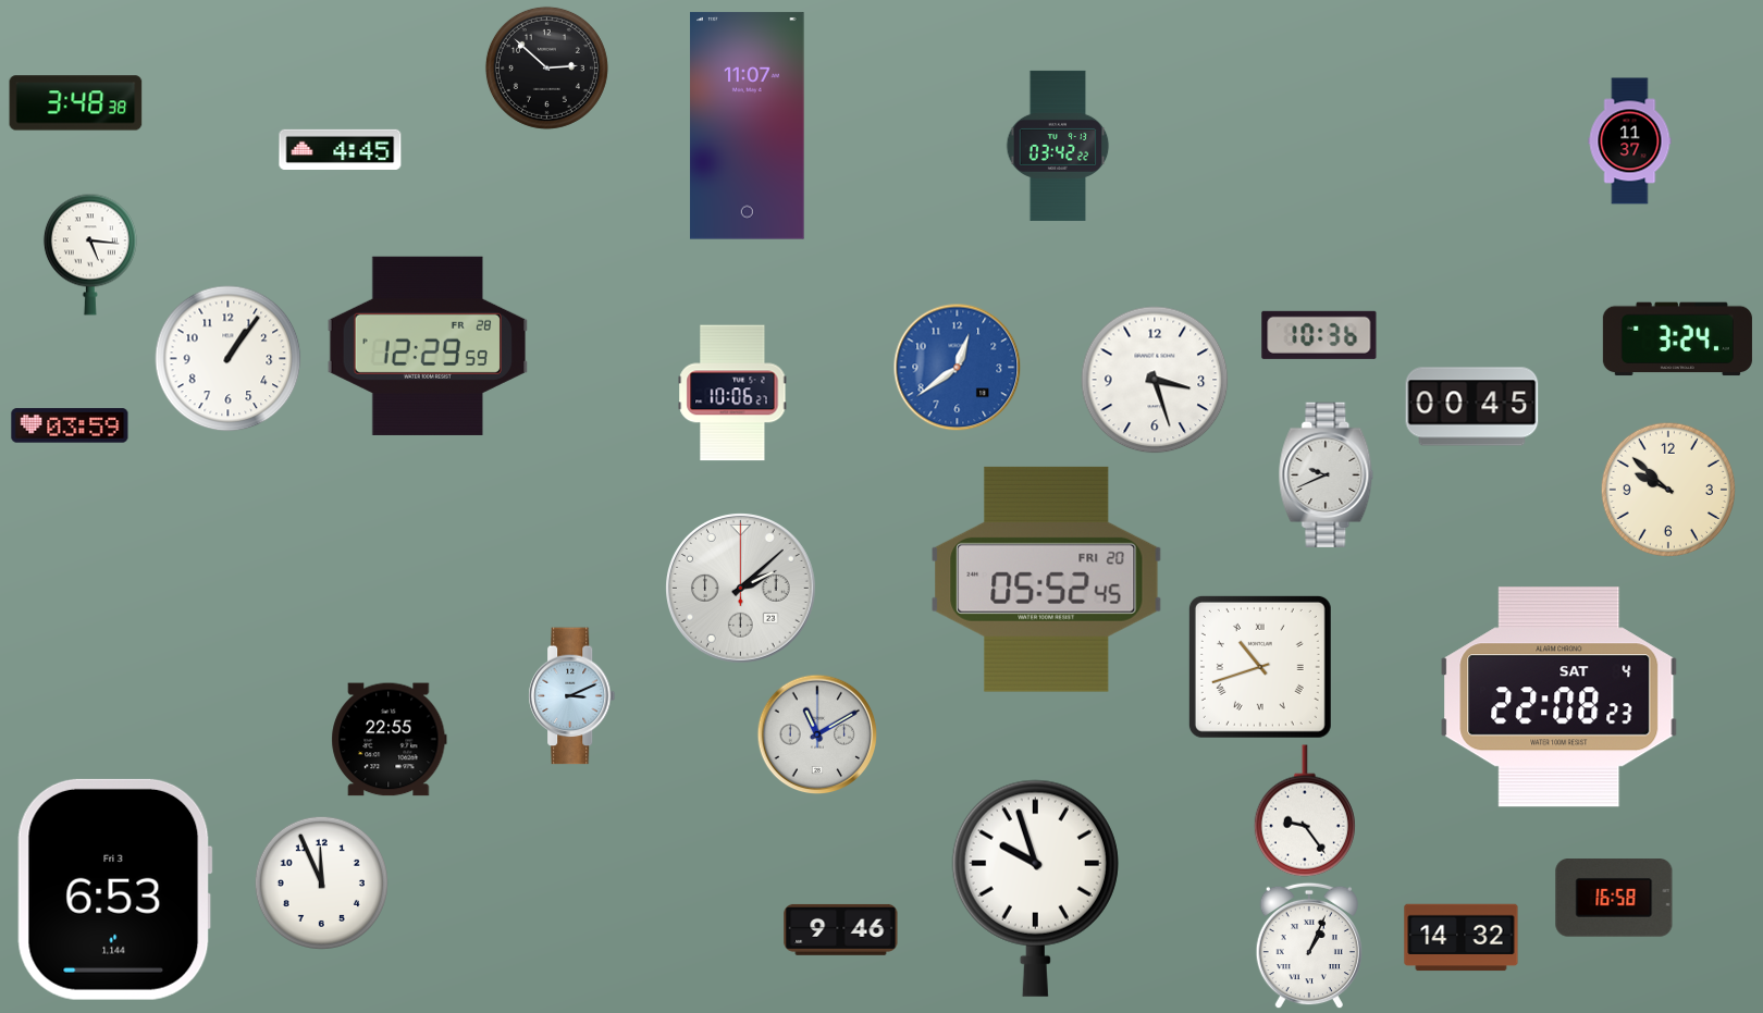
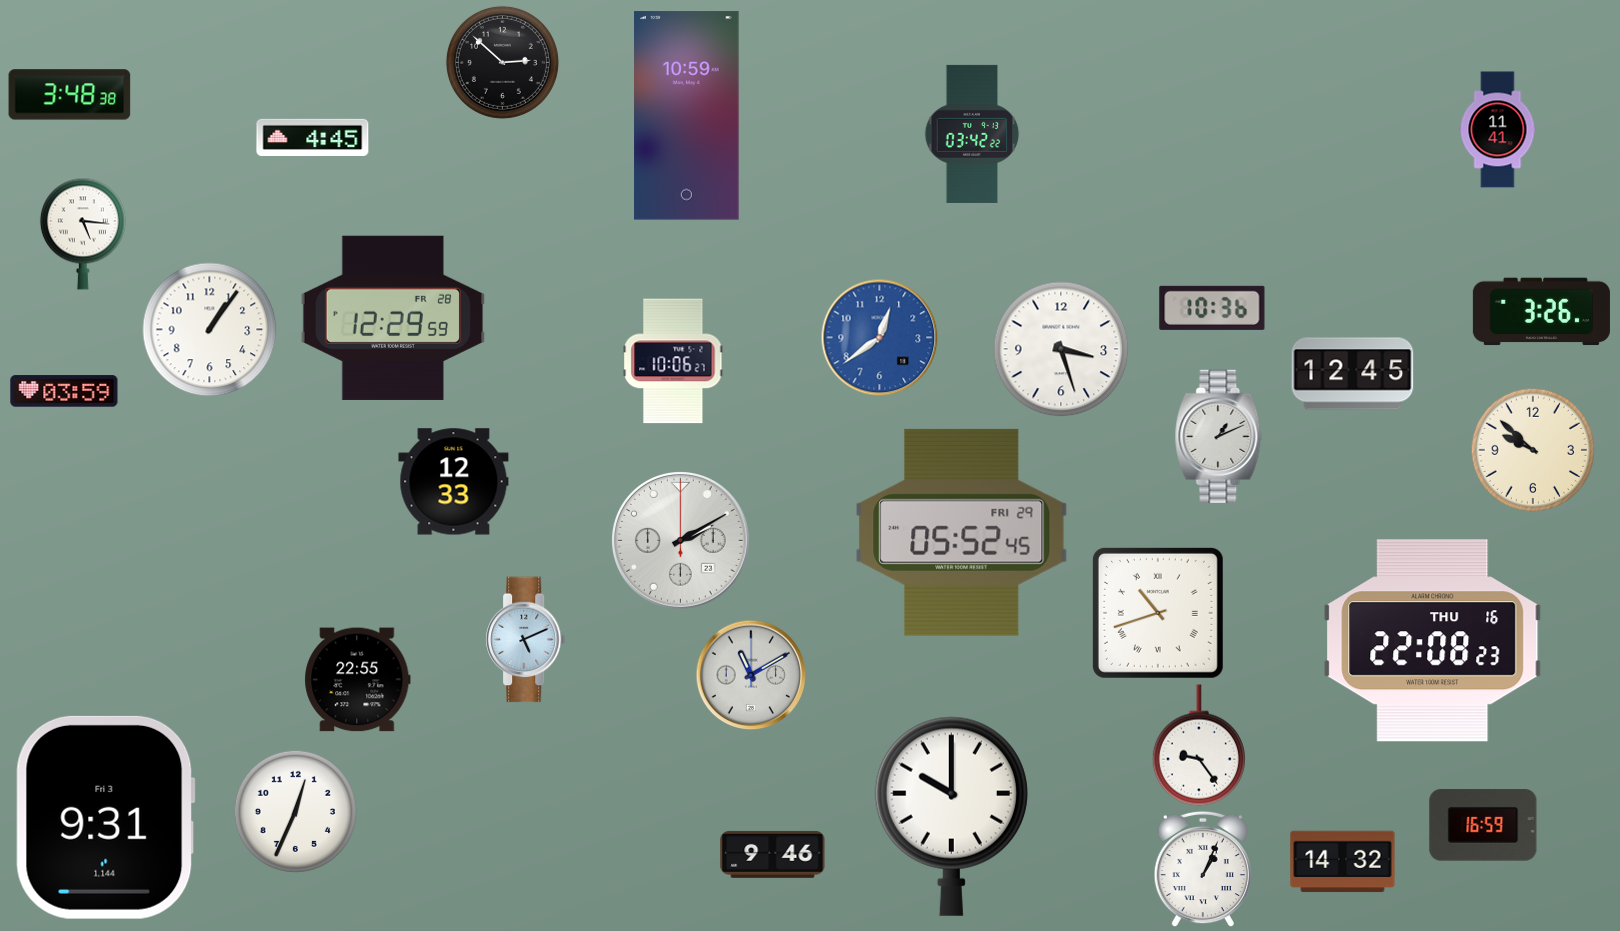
clock at (748, 126): 11:07 -> 10:59
clock at (1630, 141): 11:37 -> 11:41
clock at (1677, 339): 3:24 -> 3:26
clock at (1472, 407): 00:45 -> 12:45
clock at (1327, 474): 9:41 -> 1:11
clock at (454, 482): none -> 12:33
clock at (1047, 579) date: FRI 20 -> FRI 29
clock at (741, 589): 2:08 -> 2:10
clock at (572, 696): 3:11 -> 5:11
clock at (1559, 697) date: SAT 4 -> THU 16
clock at (321, 882): 11:56 -> 12:34
clock at (1035, 888): 9:57 -> 10:00
clock at (114, 889): 6:53 -> 9:31
clock at (1614, 898): 16:58 -> 16:59
